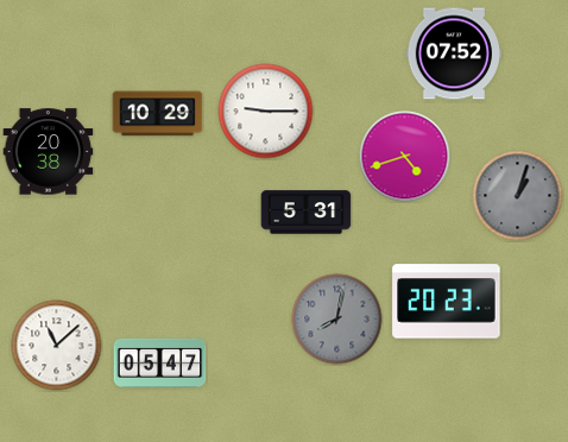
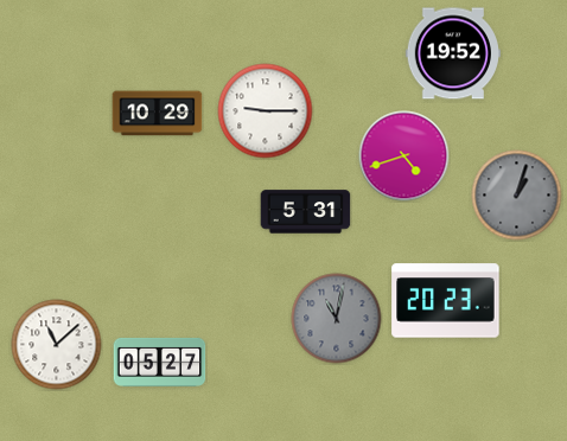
clock at (453, 53): 07:52 -> 19:52
clock at (49, 152): 20:38 -> none
clock at (337, 320): 8:02 -> 11:02
clock at (160, 362): 05:47 -> 05:27
